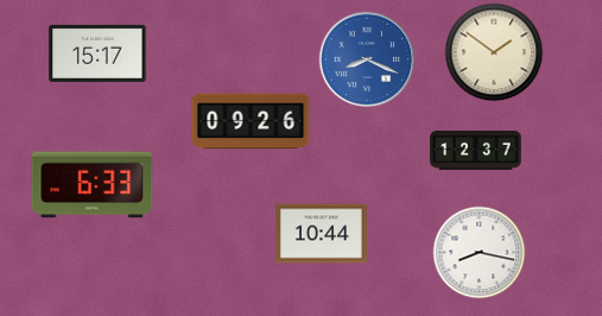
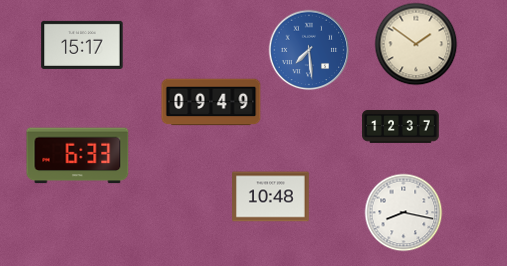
clock at (367, 59): 8:19 -> 7:29
clock at (251, 121): 09:26 -> 09:49
clock at (322, 234): 10:44 -> 10:48
